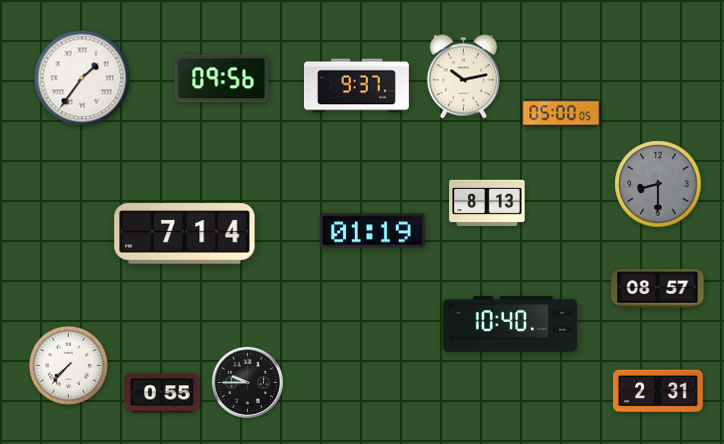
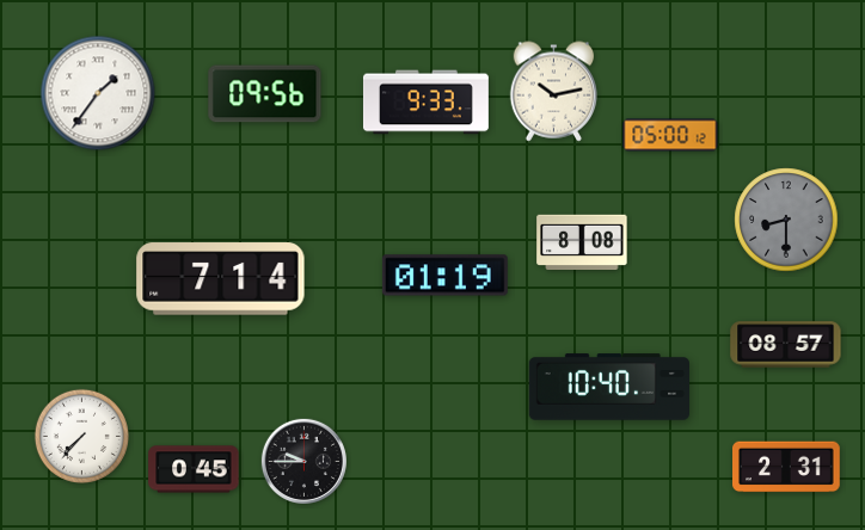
clock at (356, 86): 9:37 -> 9:33
clock at (561, 113): 05:00:05 -> 05:00:12
clock at (487, 202): 8:13 -> 8:08
clock at (247, 382) position: (247, 382) -> (303, 461)
clock at (162, 393): 0:55 -> 0:45
